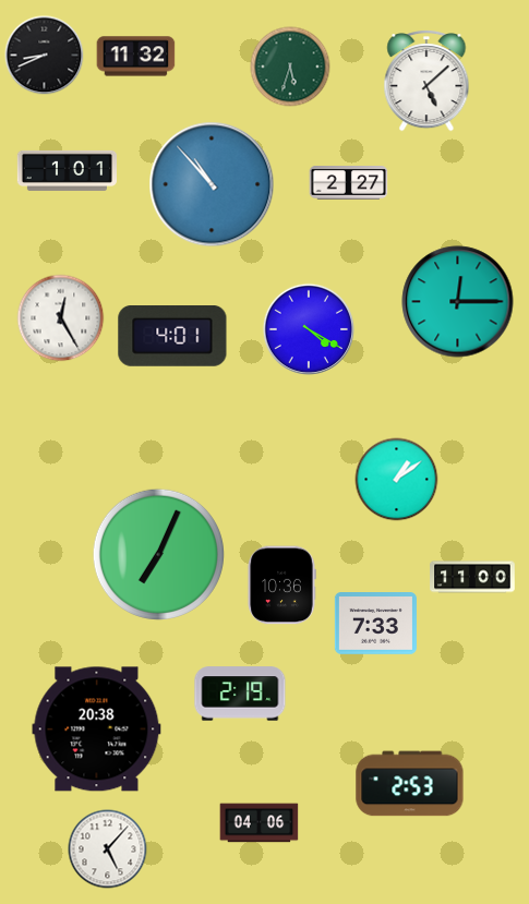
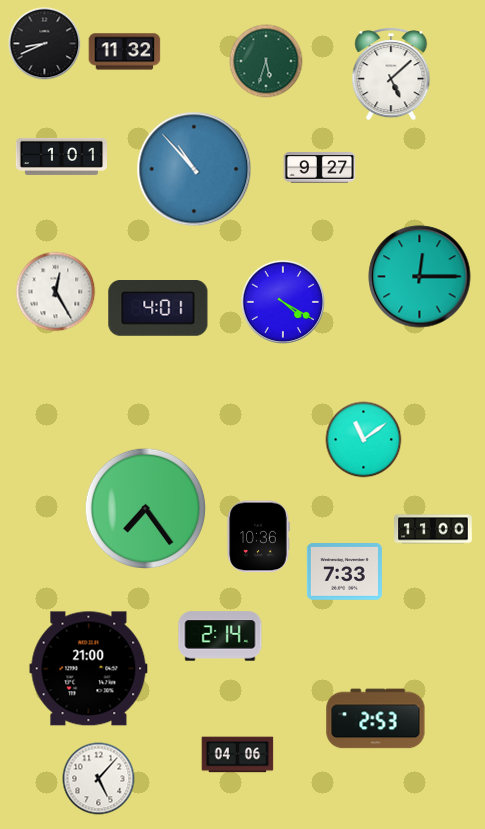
clock at (45, 56) position: (45, 56) -> (45, 44)
clock at (349, 183): 2:27 -> 9:27
clock at (397, 480): 1:09 -> 11:09
clock at (158, 554): 7:04 -> 7:24
clock at (240, 694): 2:19 -> 2:14
clock at (97, 730): 20:38 -> 21:00
